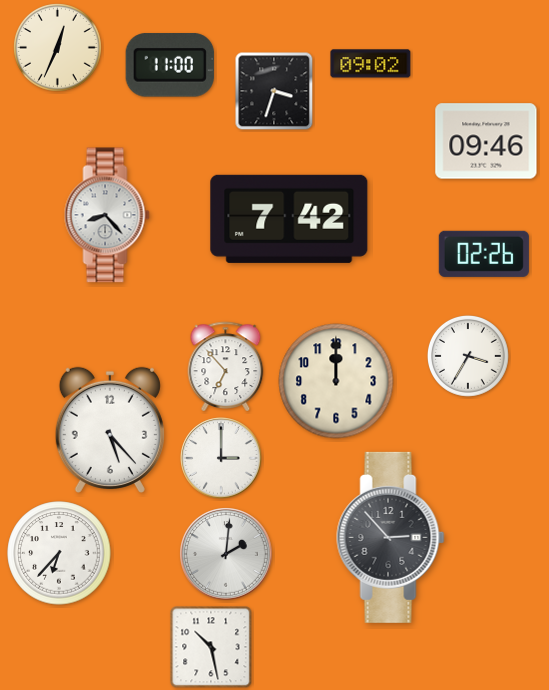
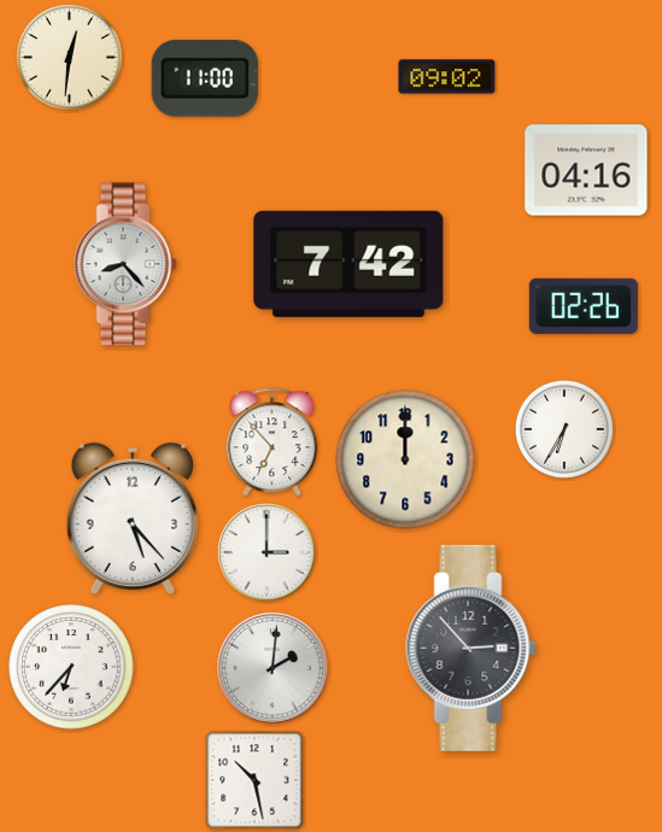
clock at (58, 48): 12:34 -> 12:31
clock at (274, 91): 3:33 -> none
clock at (486, 141): 09:46 -> 04:16
clock at (107, 215) position: (107, 215) -> (125, 264)
clock at (468, 356): 3:35 -> 6:35
